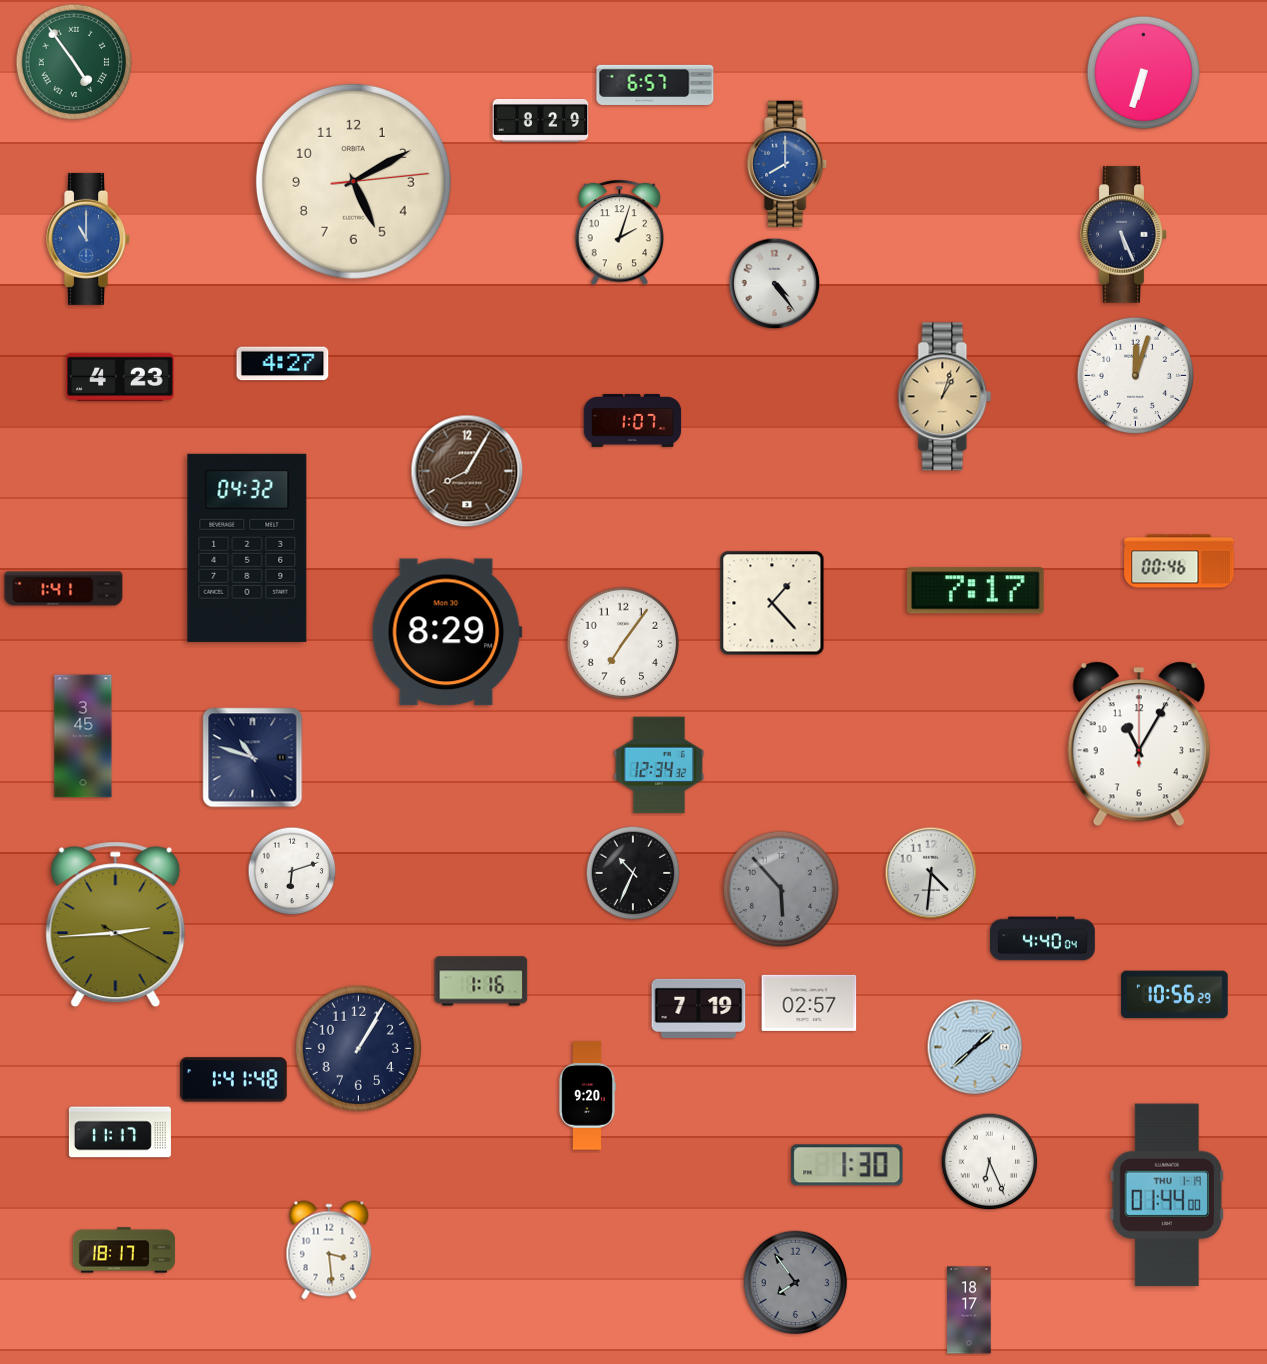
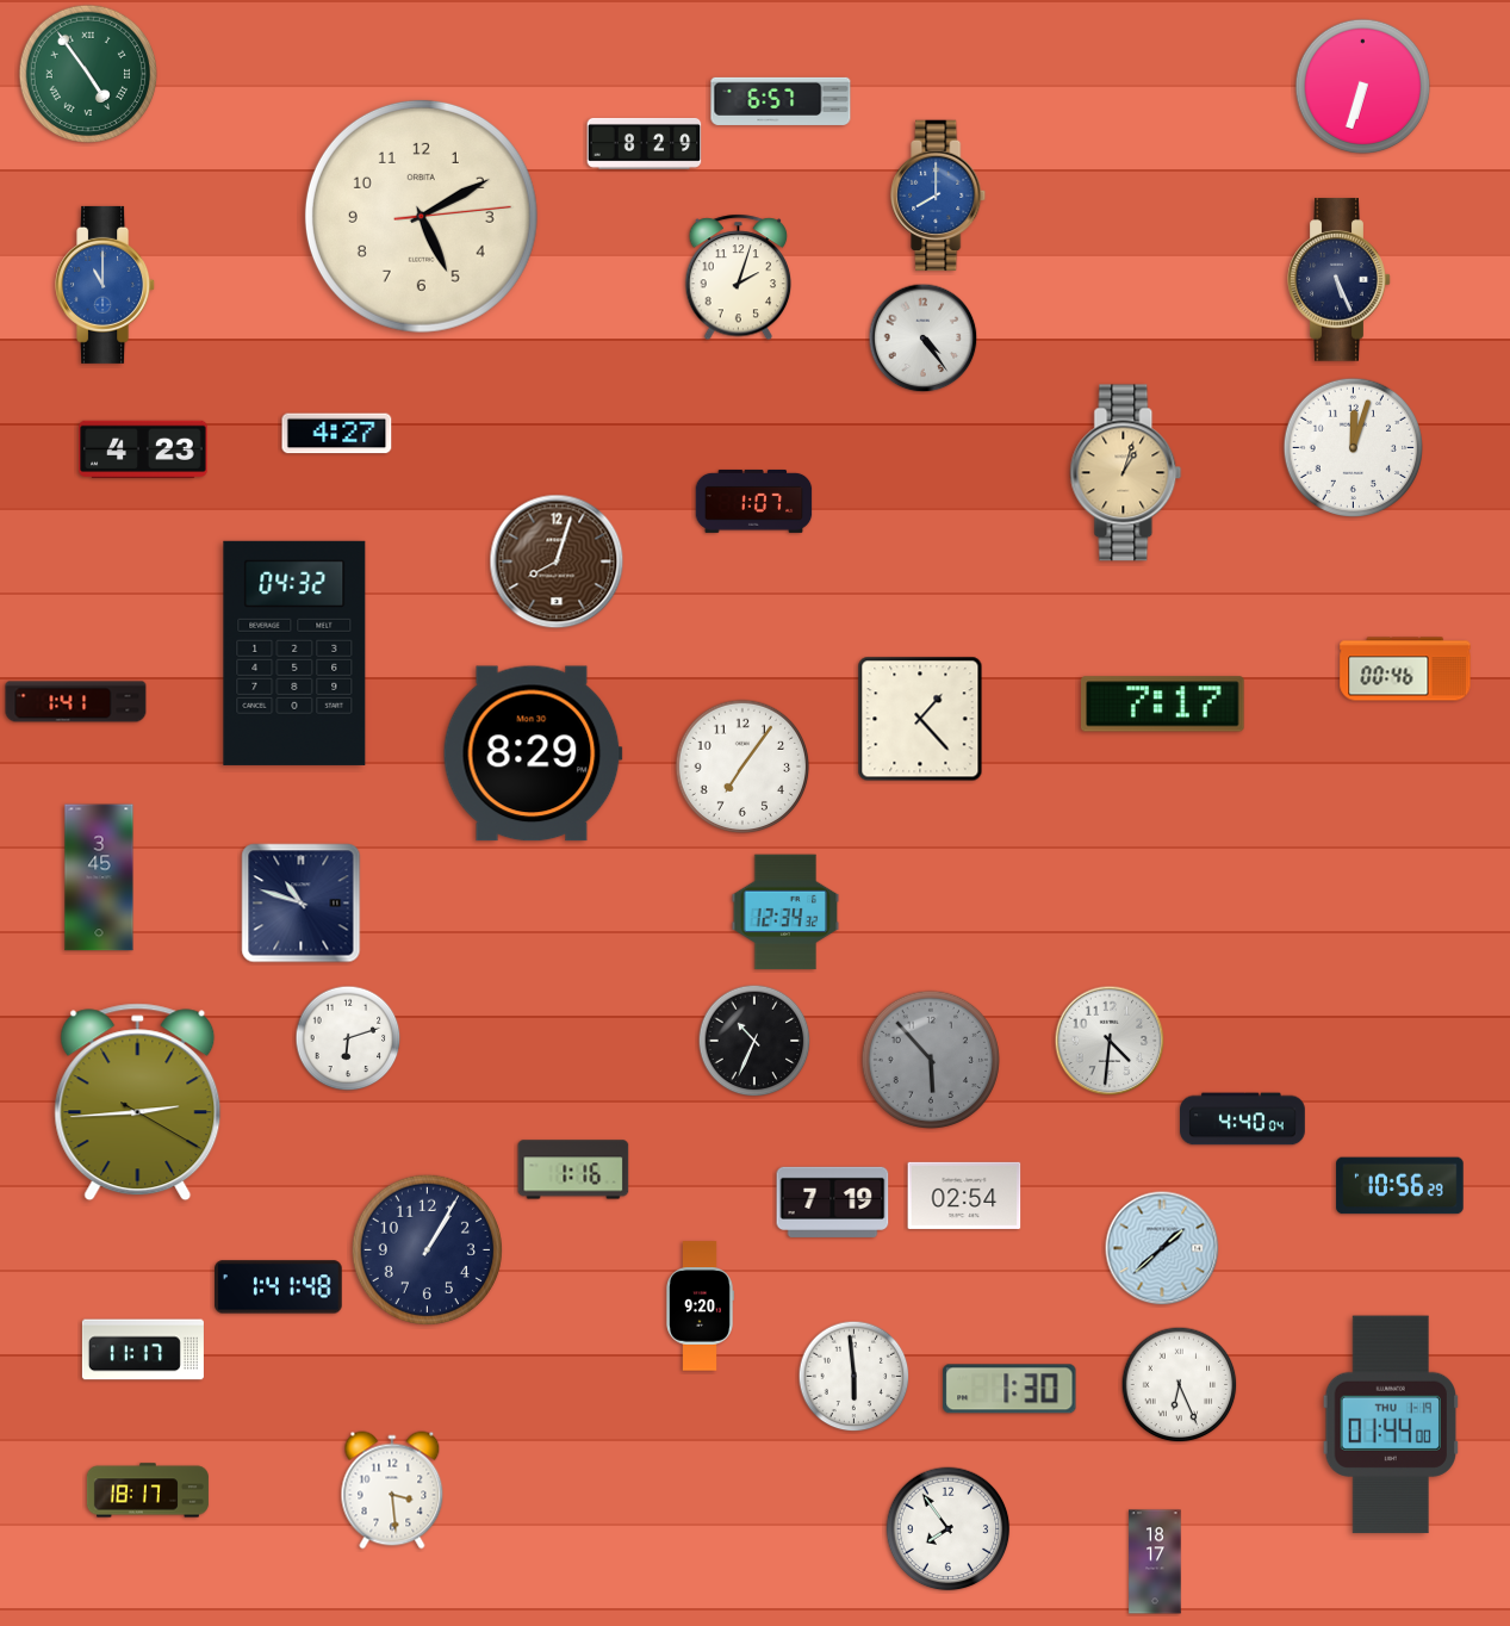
clock at (467, 471): 8:05 -> 8:03
clock at (1139, 744): 11:05 -> none
clock at (809, 1003): 02:57 -> 02:54
clock at (855, 1377): none -> 5:59
clock at (796, 1283) dial: grey -> white
